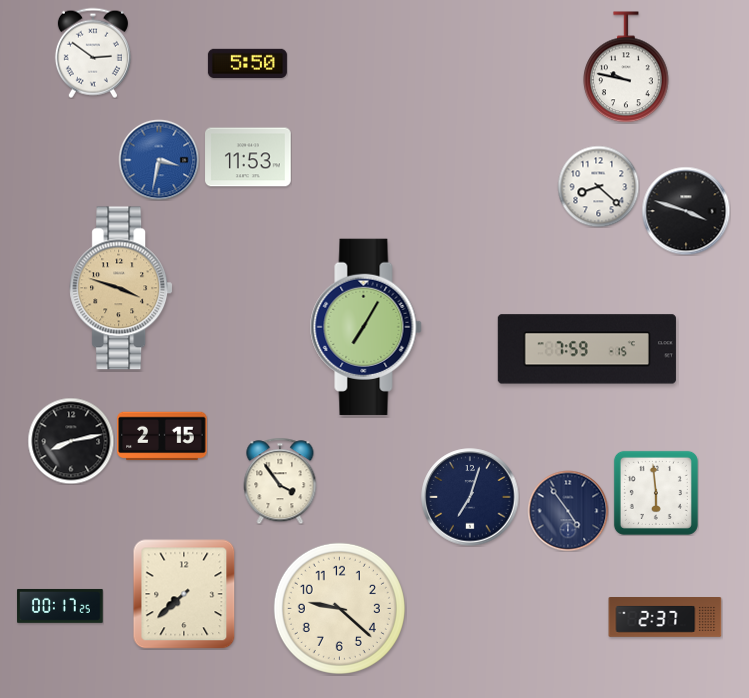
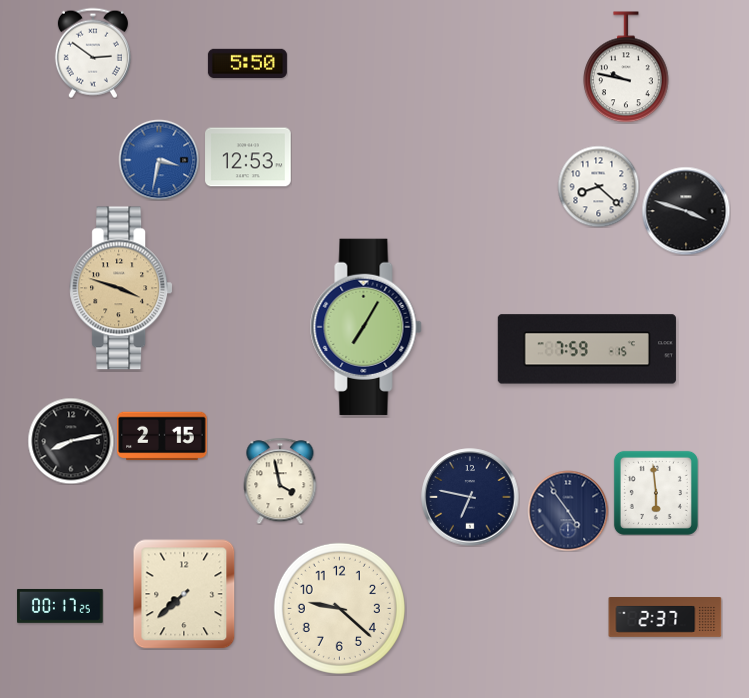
clock at (248, 157): 11:53 -> 12:53
clock at (280, 481): 3:54 -> 3:58
clock at (470, 497): 7:03 -> 6:47
